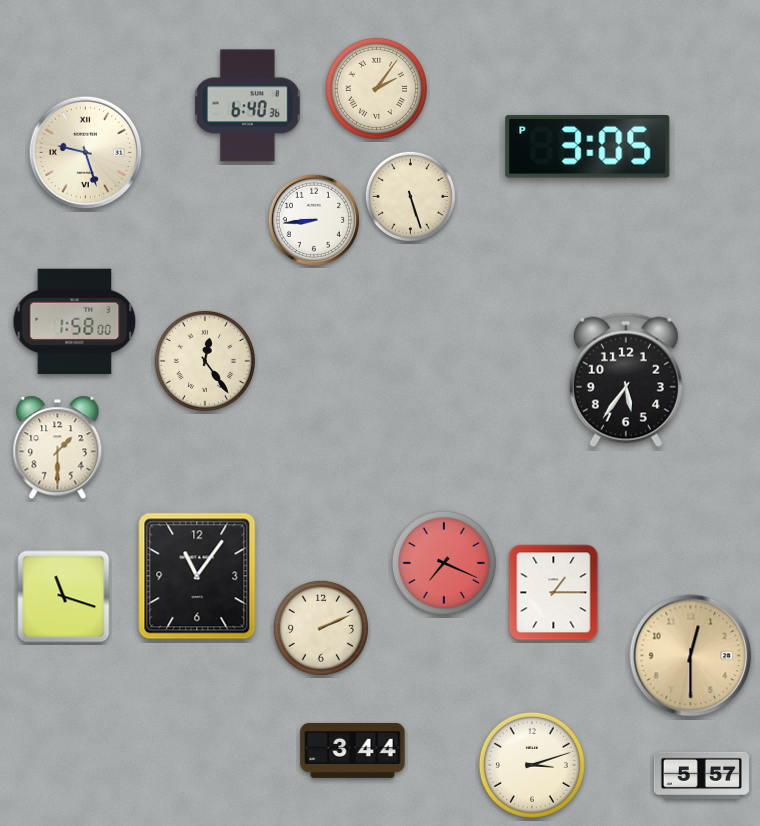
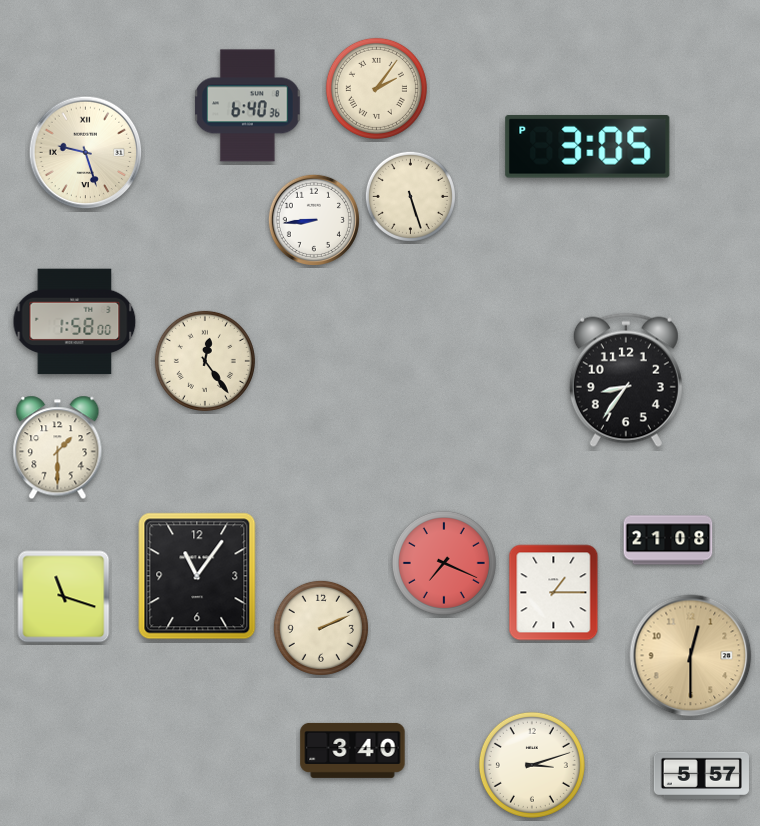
clock at (626, 380): 5:36 -> 8:36
clock at (668, 540): none -> 21:08
clock at (353, 750): 3:44 -> 3:40
